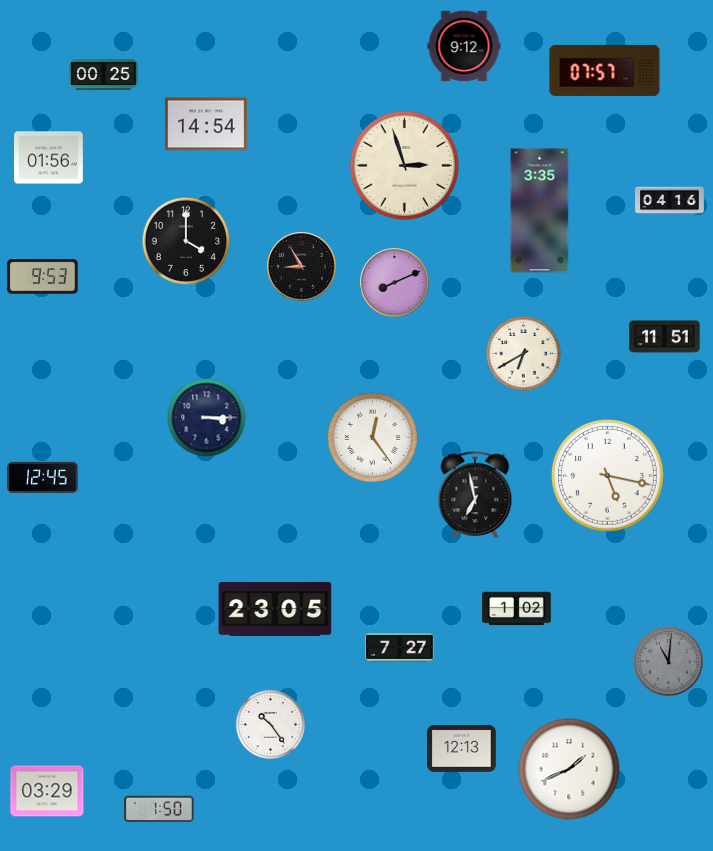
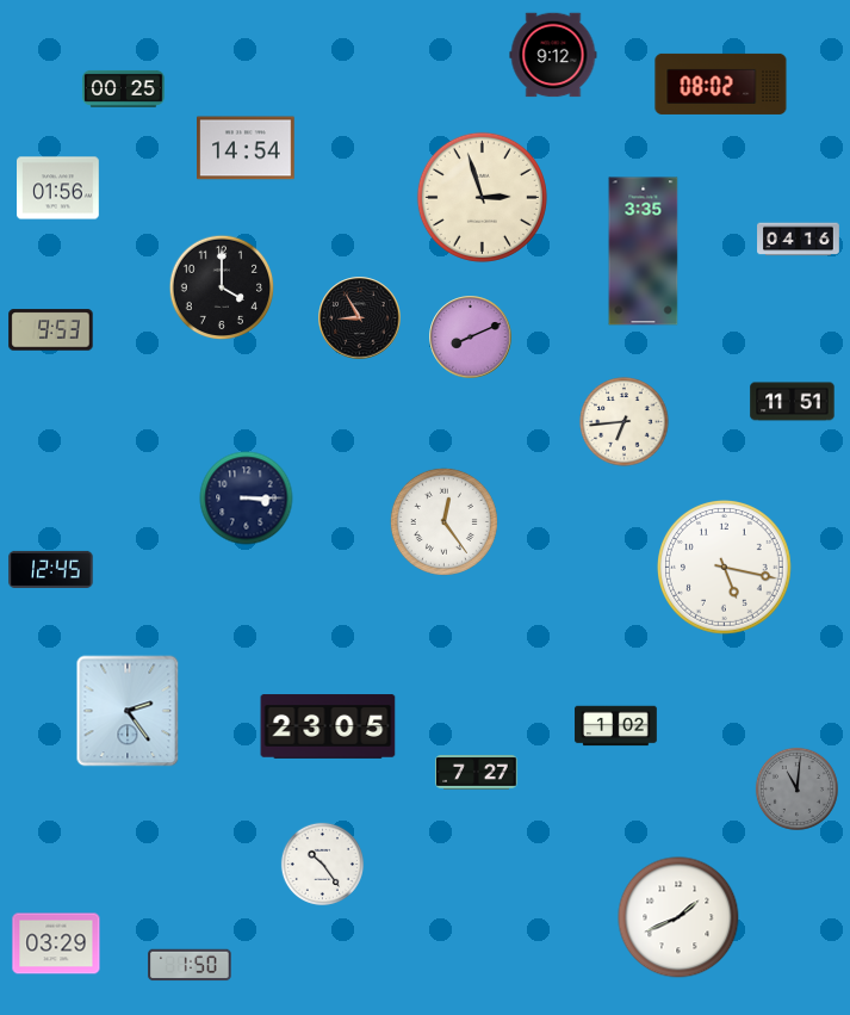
clock at (605, 70): 07:57 -> 08:02
clock at (524, 354): 6:40 -> 6:44
clock at (475, 496): 6:58 -> none
clock at (128, 711): none -> 2:24
clock at (462, 748): 12:13 -> none
